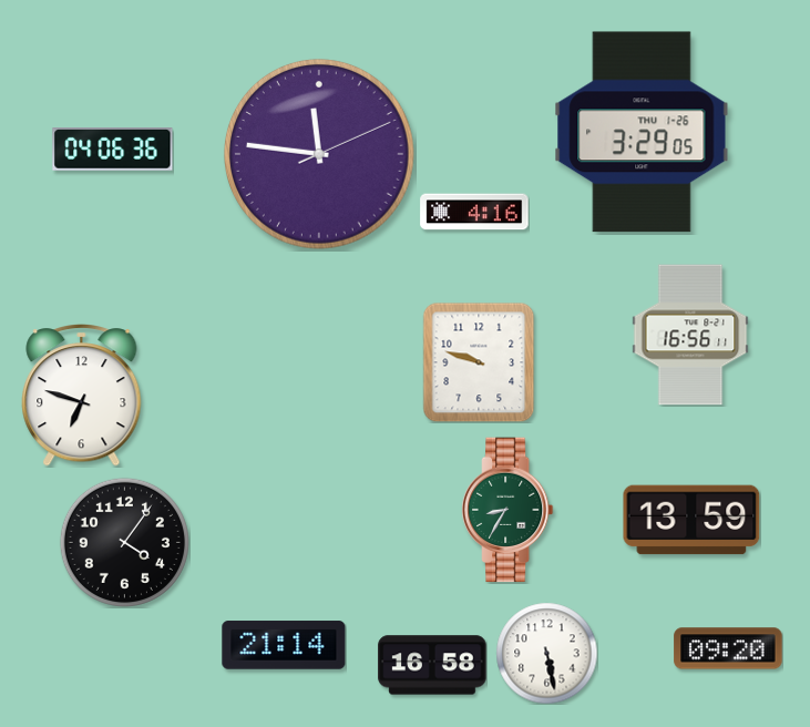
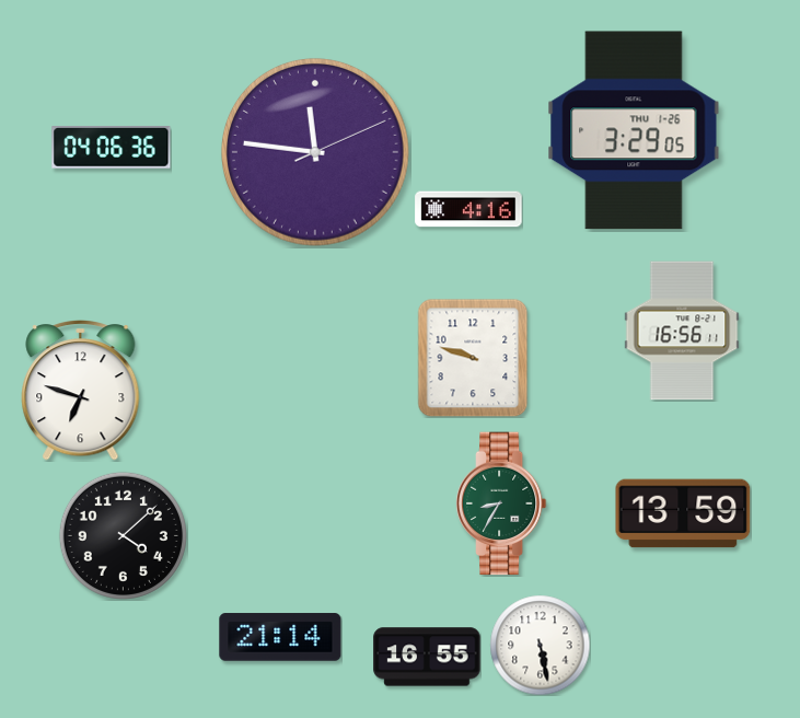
clock at (124, 542): 4:06 -> 4:08
clock at (728, 648): 09:20 -> none
clock at (432, 665): 16:58 -> 16:55
